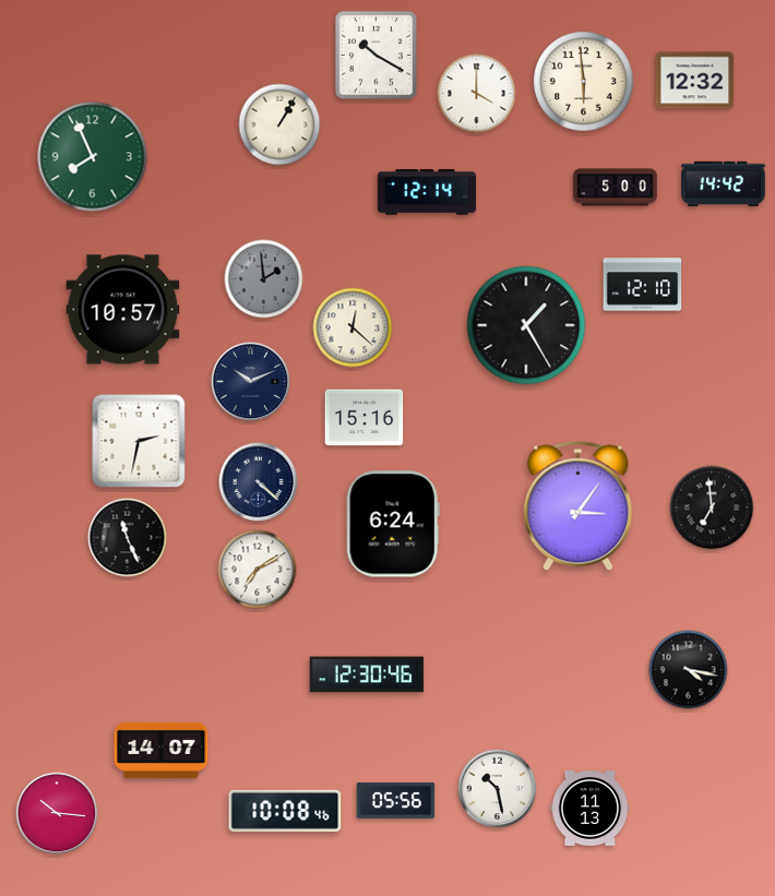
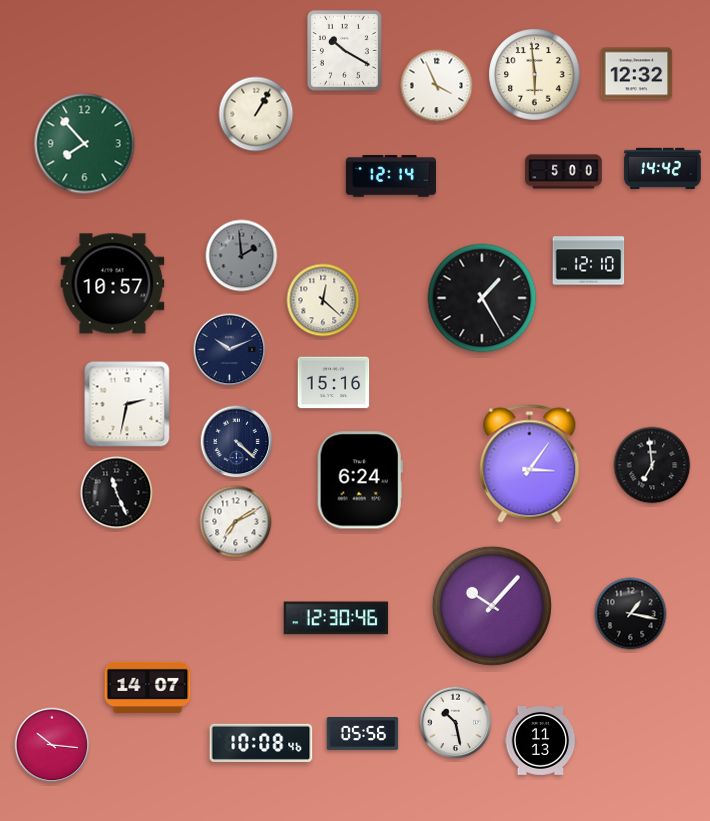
clock at (477, 94): 4:00 -> 3:56
clock at (93, 157): 7:56 -> 7:53
clock at (492, 606): none -> 10:07
clock at (689, 670): 4:17 -> 1:17
